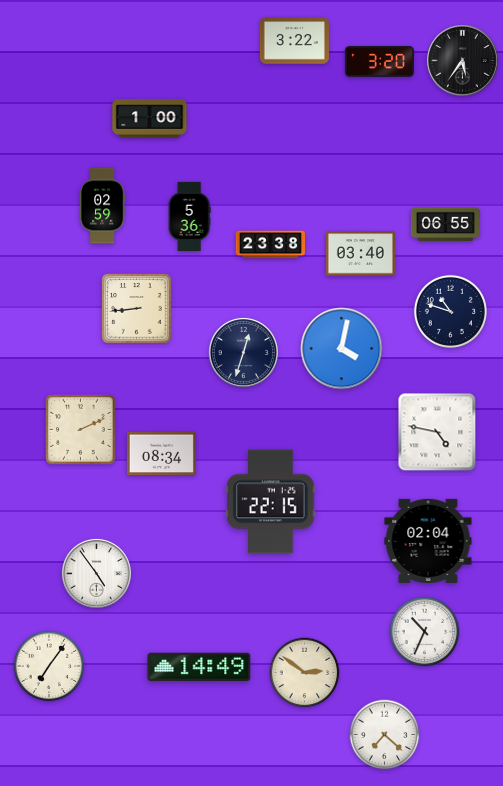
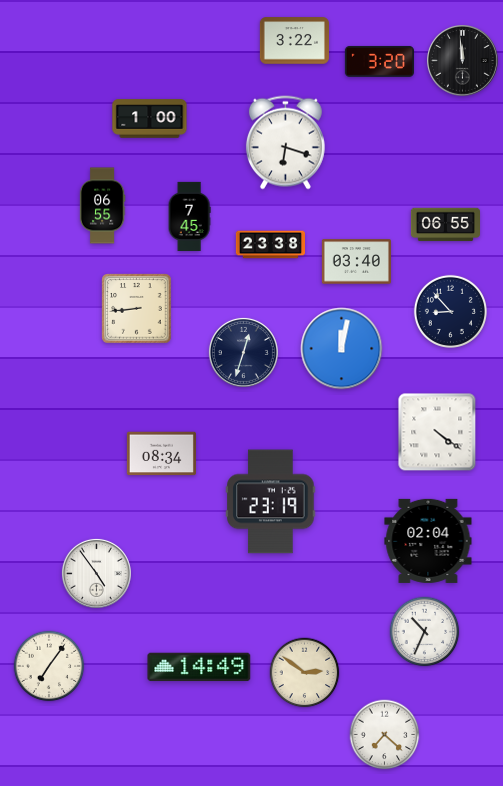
clock at (463, 61): 5:36 -> 11:59
clock at (285, 143): none -> 6:18
clock at (102, 206): 02:59 -> 06:55
clock at (189, 216): 5:36 -> 7:45
clock at (360, 254) position: (360, 254) -> (356, 262)
clock at (450, 311): 10:48 -> 8:53
clock at (342, 349): 4:02 -> 12:02
clock at (81, 430): 2:11 -> none
clock at (437, 432): 4:47 -> 4:21
clock at (271, 502): 22:15 -> 23:19
